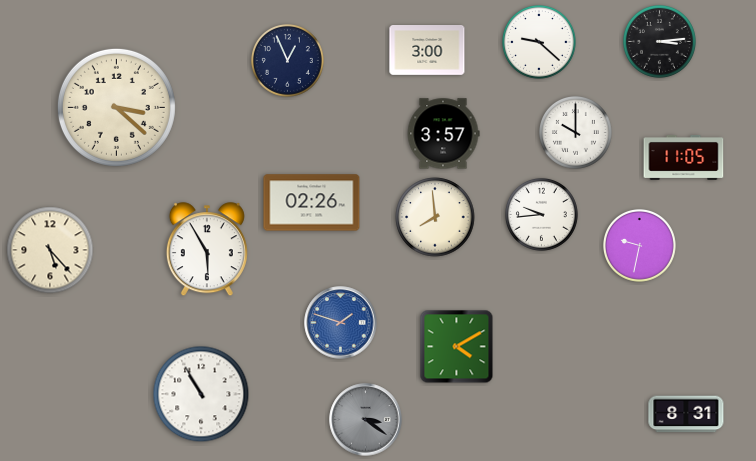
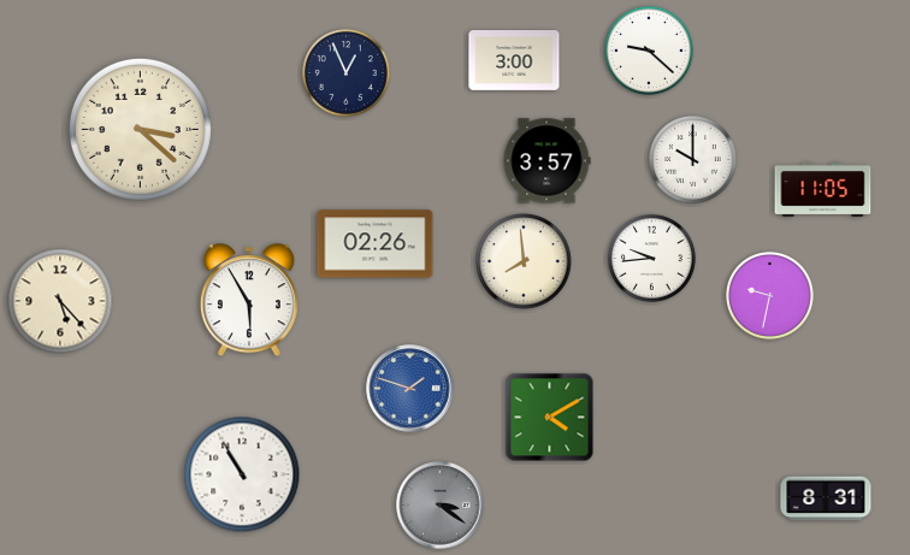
clock at (659, 41): 3:14 -> none
clock at (443, 134) position: (443, 134) -> (546, 161)
